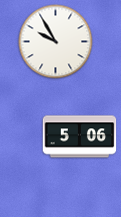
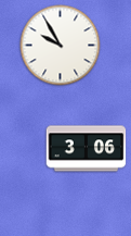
clock at (80, 137): 5:06 -> 3:06
